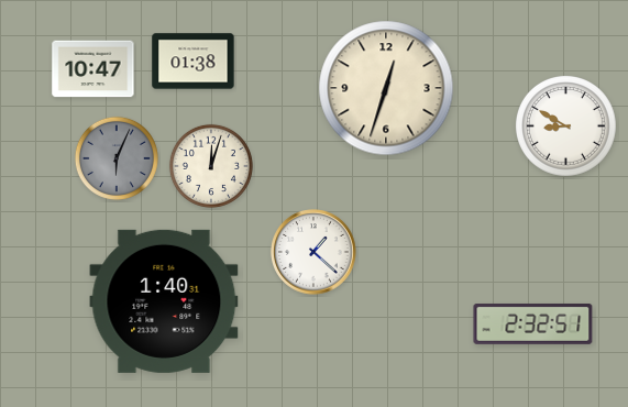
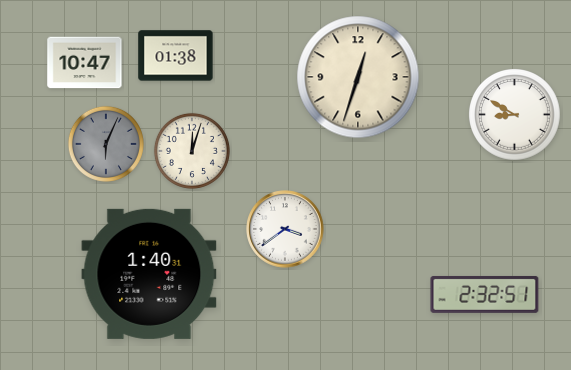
clock at (386, 88) position: (386, 88) -> (358, 77)
clock at (313, 252): 1:22 -> 3:39
